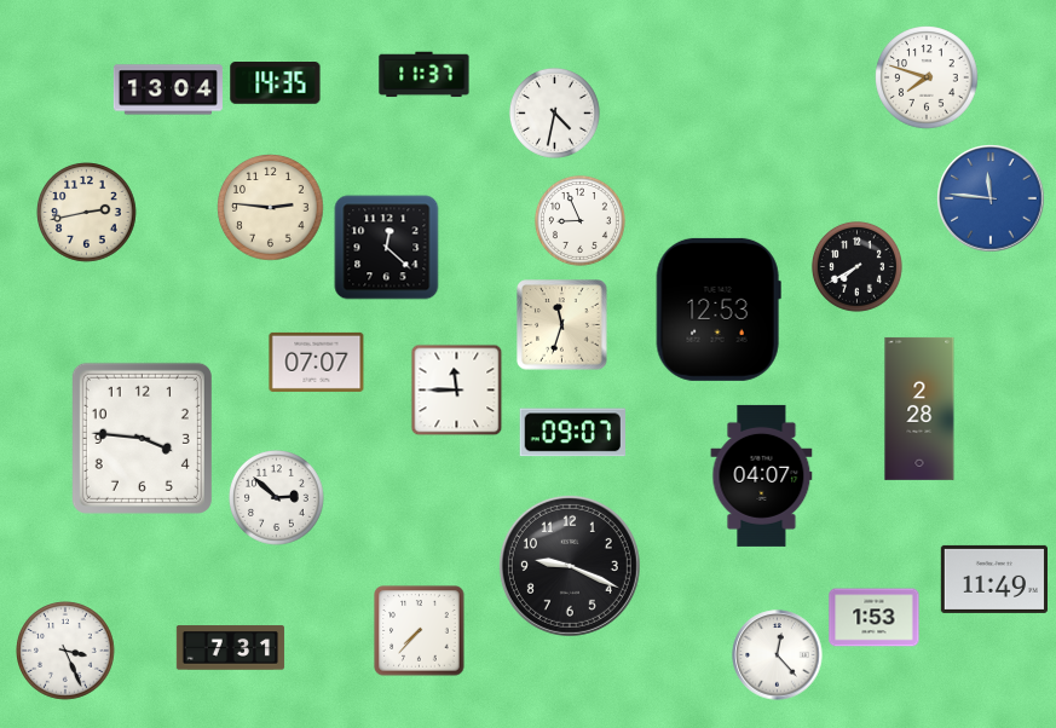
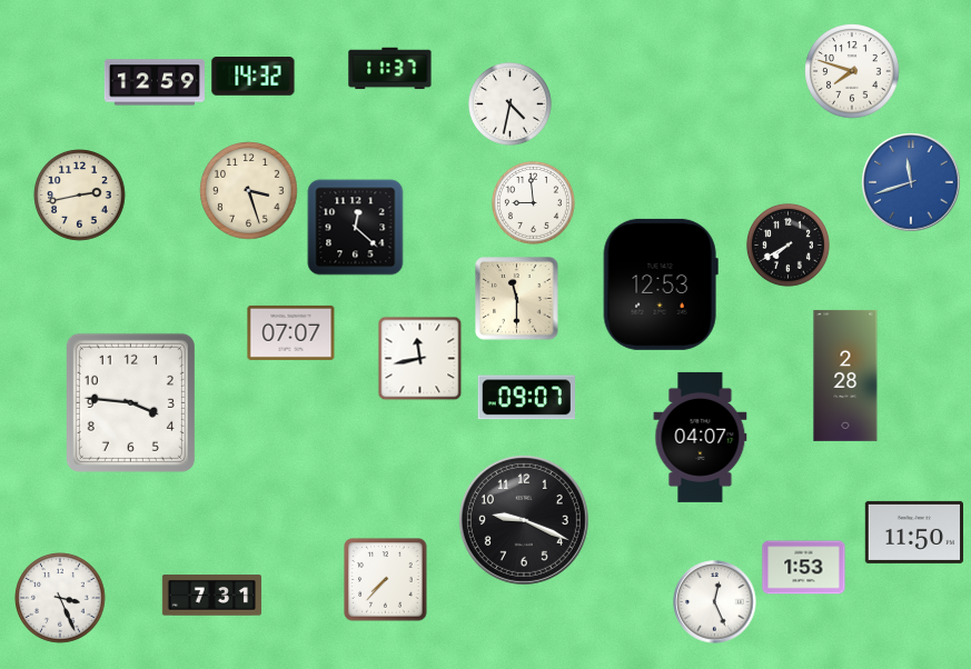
clock at (276, 83): 14:35 -> 14:32
clock at (168, 89): 13:04 -> 12:59
clock at (991, 198): 11:46 -> 11:42
clock at (271, 208): 2:46 -> 3:27
clock at (579, 220): 8:56 -> 8:59
clock at (562, 325): 11:33 -> 11:30
clock at (457, 391): 11:45 -> 11:43
clock at (277, 498): 2:52 -> none
clock at (993, 579): 11:49 -> 11:50
clock at (778, 655): 12:23 -> 12:26
